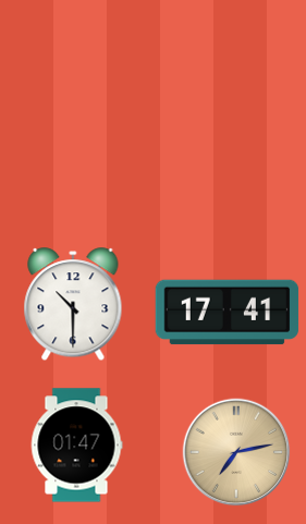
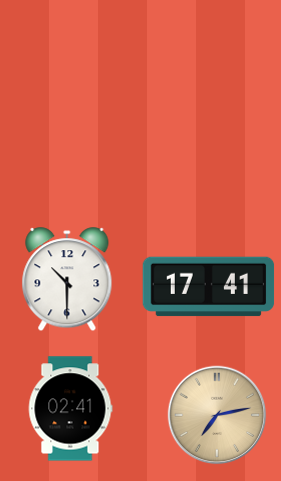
clock at (76, 446): 01:47 -> 02:41
